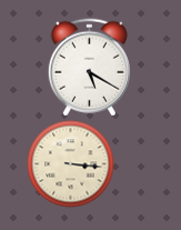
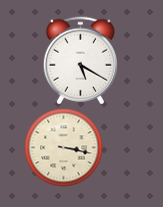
clock at (70, 163): 3:16 -> 3:17
